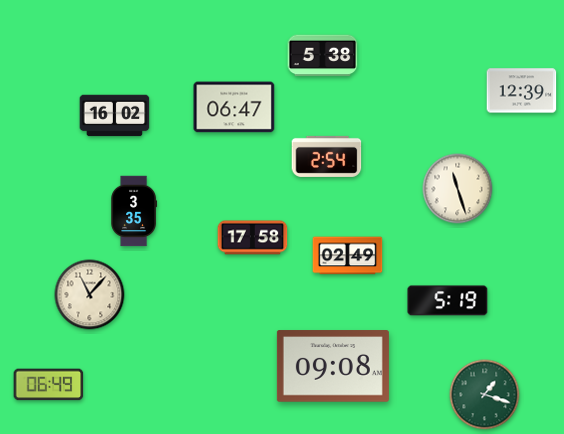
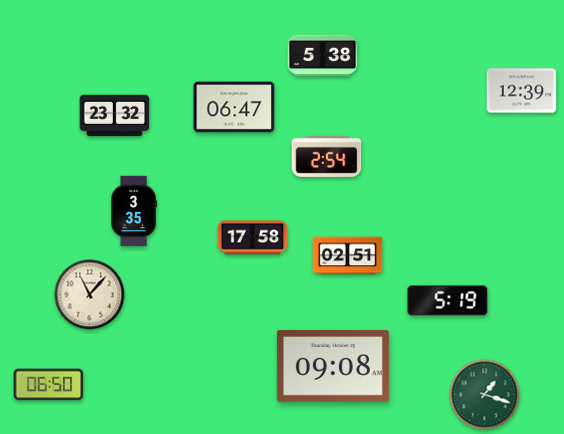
clock at (115, 116): 16:02 -> 23:32
clock at (458, 189): 11:27 -> none
clock at (348, 256): 02:49 -> 02:51
clock at (49, 385): 06:49 -> 06:50
